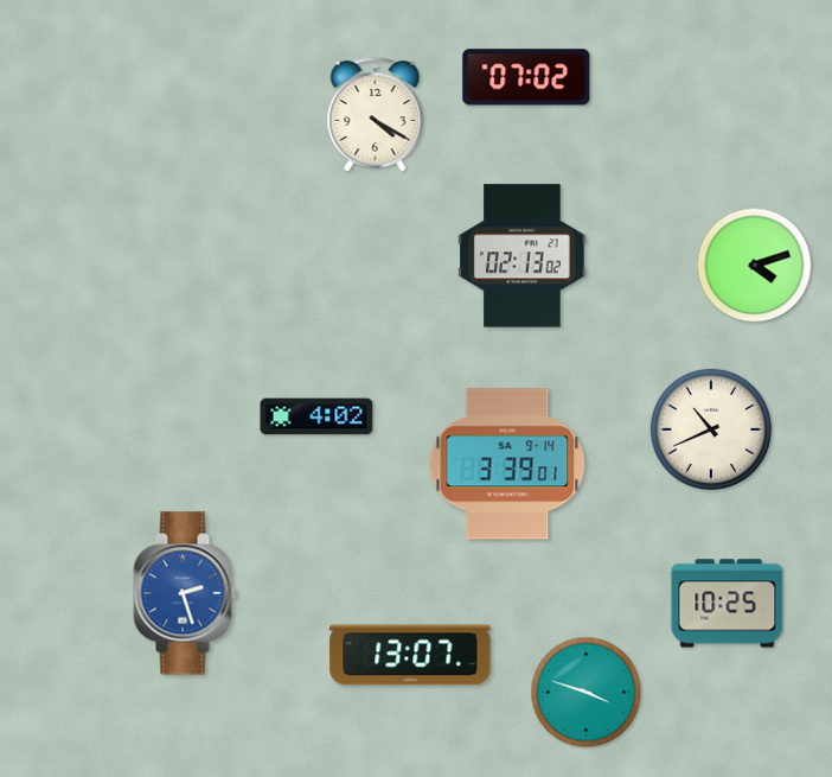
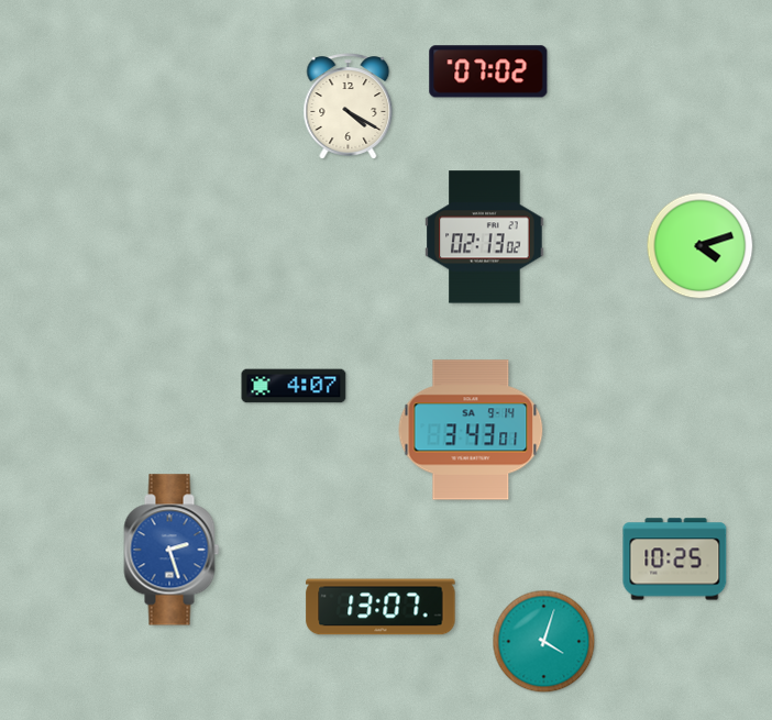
clock at (316, 416): 4:02 -> 4:07
clock at (711, 429): 10:41 -> none
clock at (507, 464): 3:39 -> 3:43
clock at (587, 693): 3:48 -> 4:03
